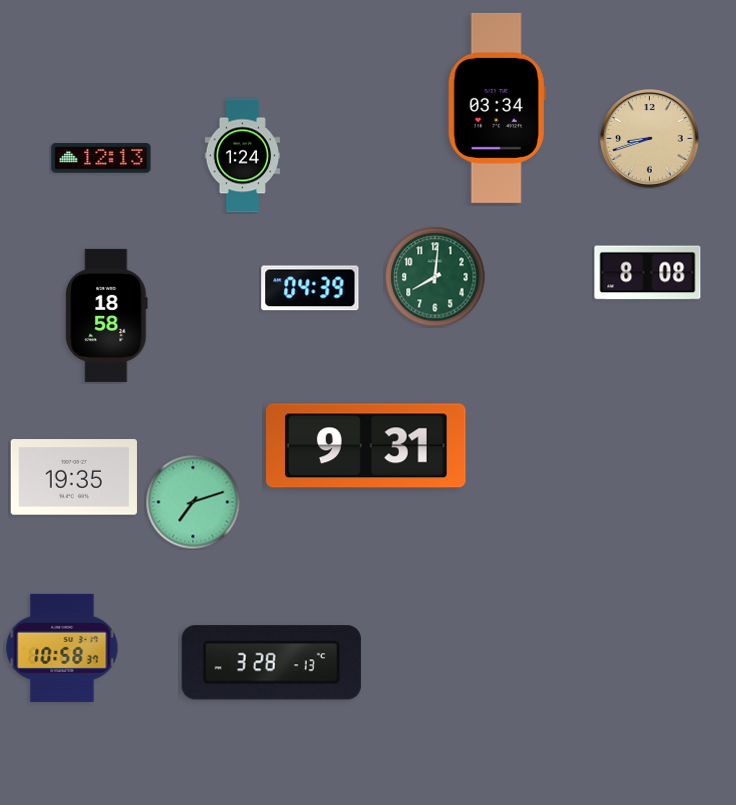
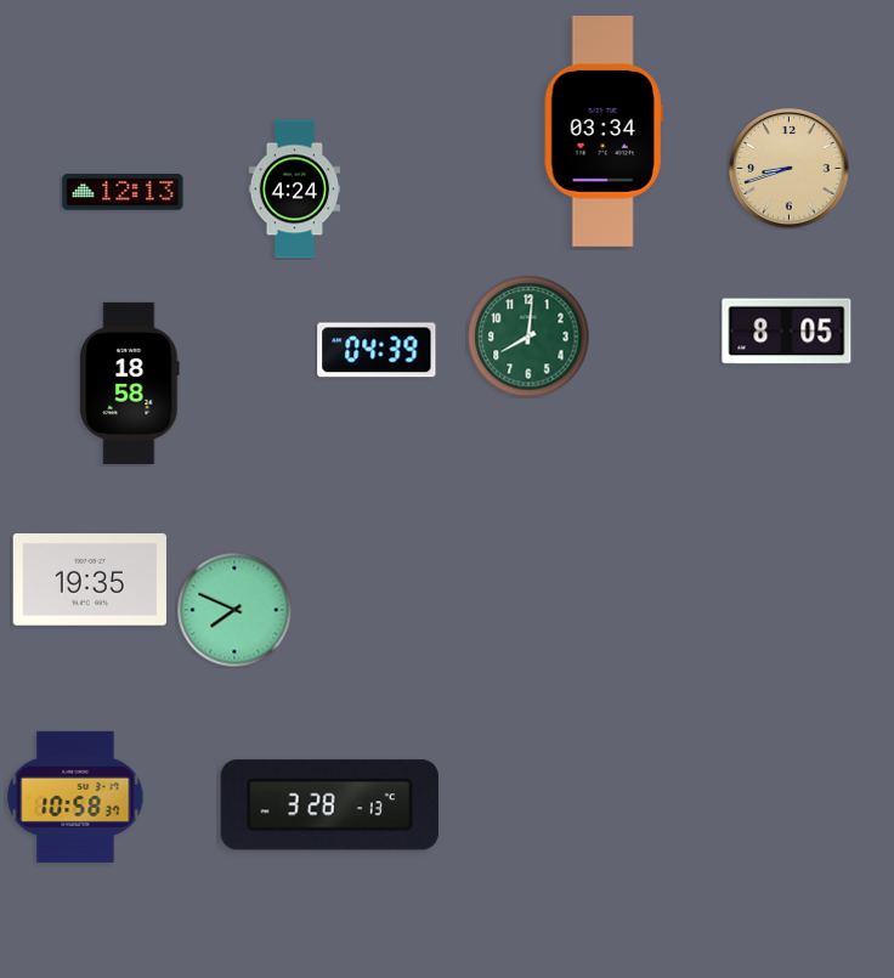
clock at (243, 156): 1:24 -> 4:24
clock at (648, 273): 8:08 -> 8:05
clock at (366, 446): 9:31 -> none
clock at (193, 502): 7:12 -> 7:49
clock at (62, 648) position: (62, 648) -> (75, 797)
